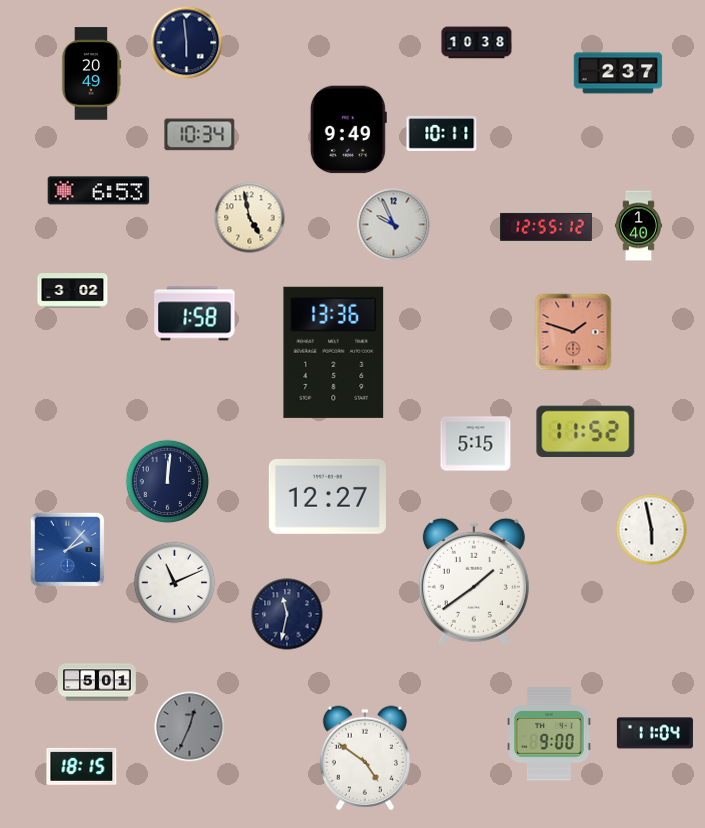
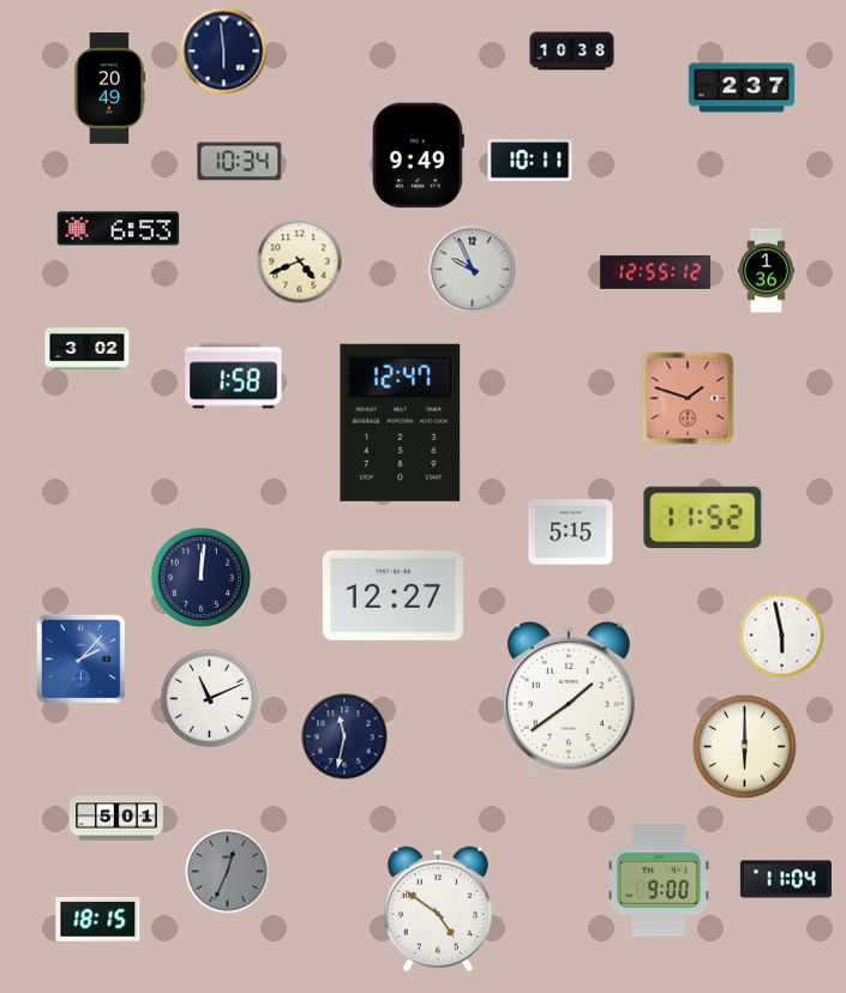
clock at (250, 218): 4:58 -> 4:41
clock at (638, 226): 1:40 -> 1:36
clock at (334, 352): 13:36 -> 12:47
clock at (744, 746): none -> 6:00
